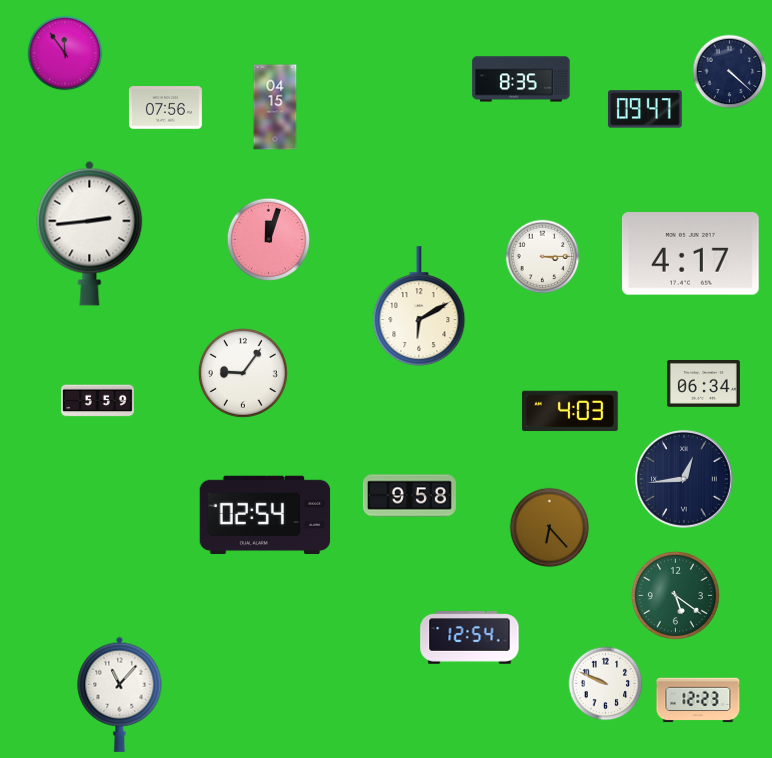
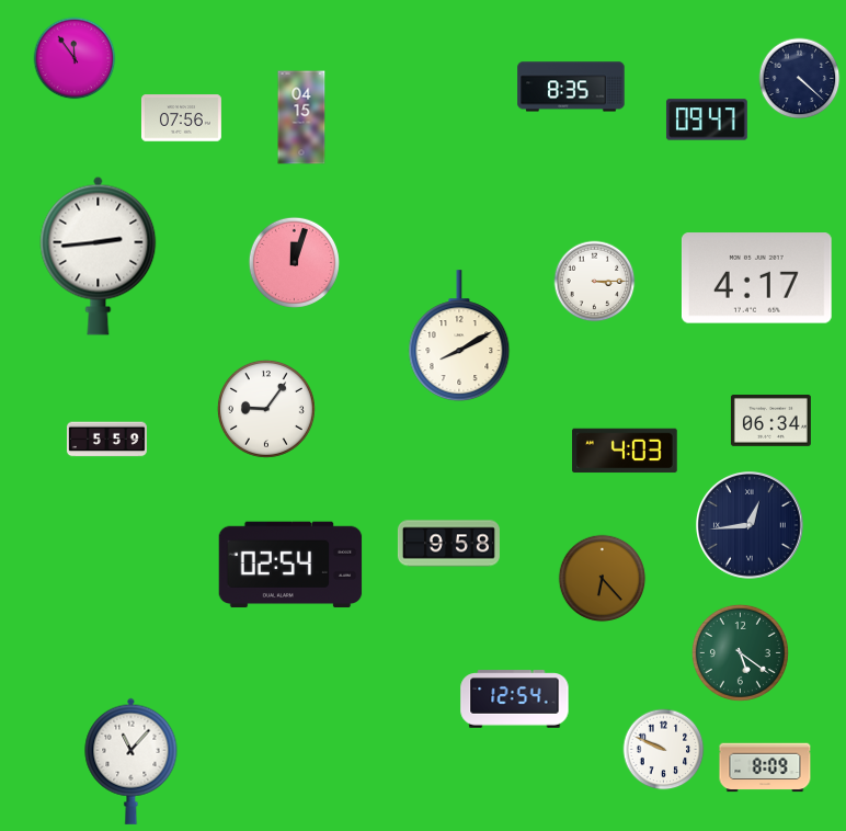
clock at (65, 53) position: (65, 53) -> (75, 58)
clock at (419, 307): 6:10 -> 8:10
clock at (698, 700): 12:23 -> 8:09
